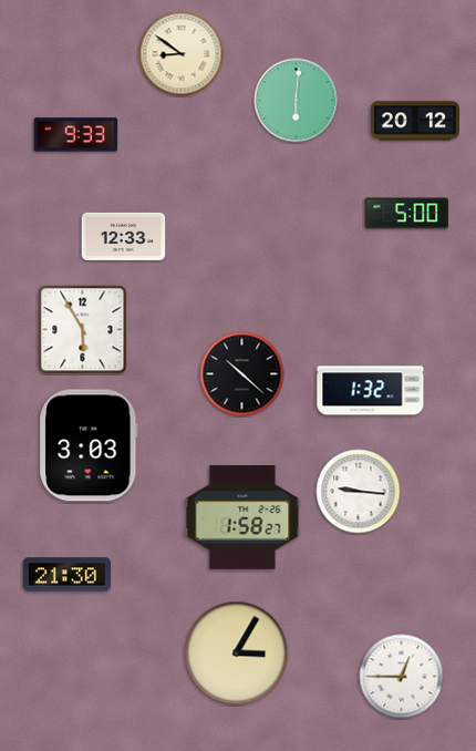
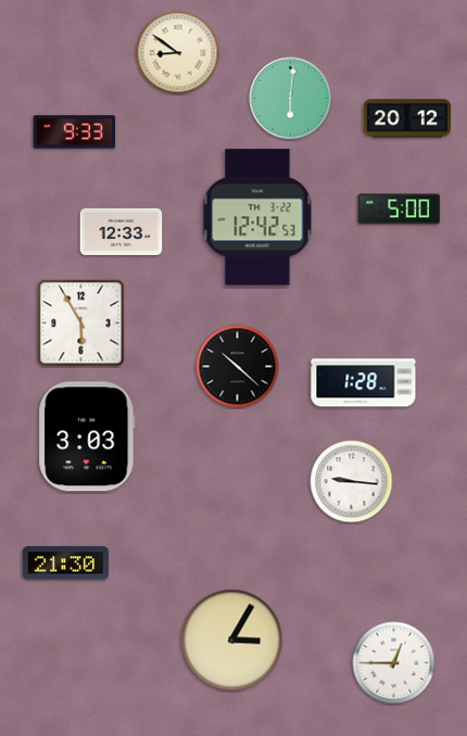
clock at (257, 217): none -> 12:42
clock at (371, 391): 1:32 -> 1:28
clock at (242, 517): 1:58 -> none
